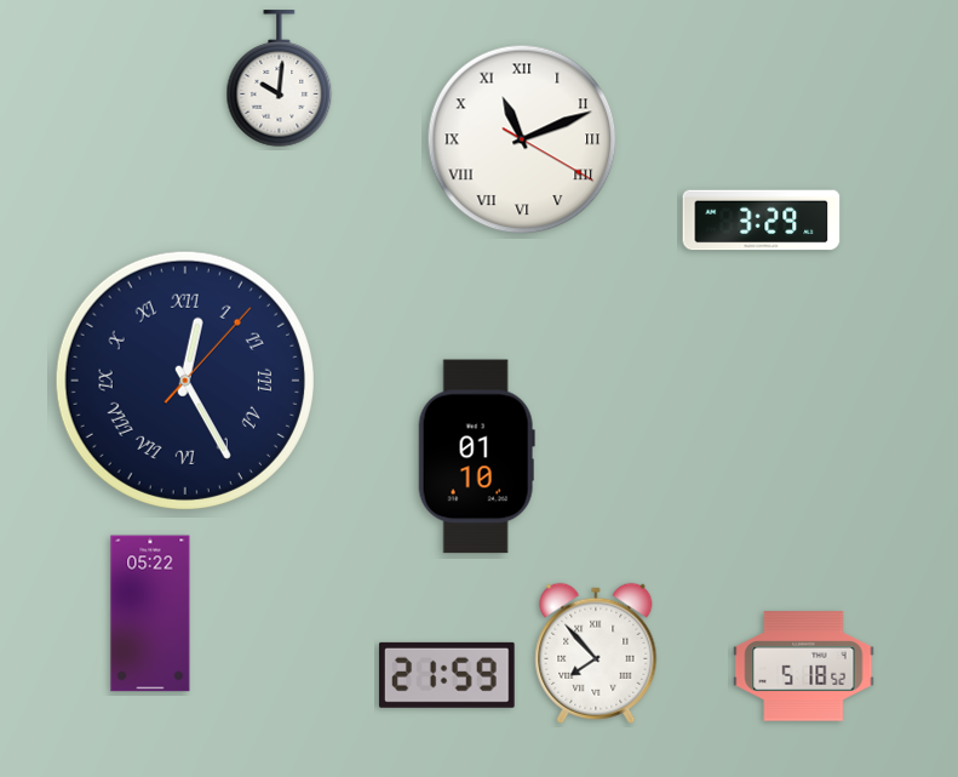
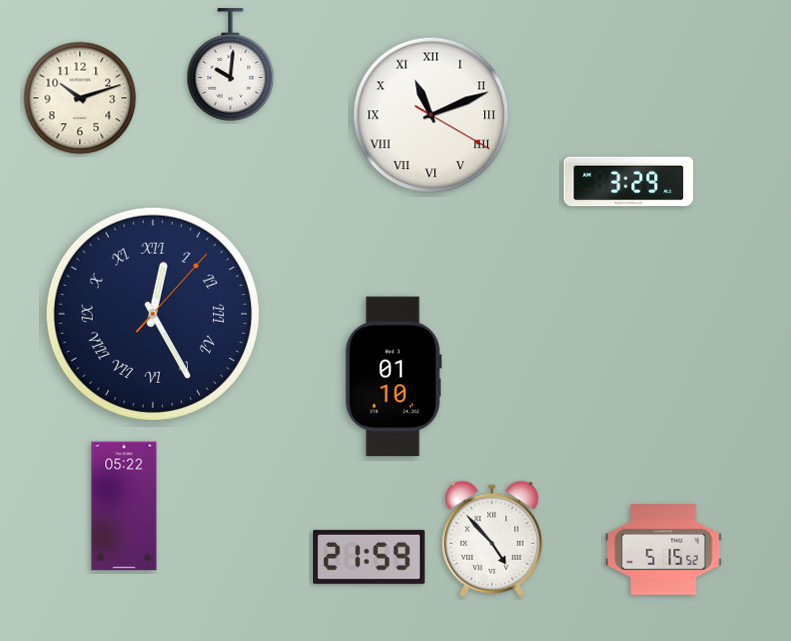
clock at (80, 98): none -> 10:12
clock at (596, 653): 7:53 -> 4:53
clock at (804, 667): 5:18 -> 5:15
